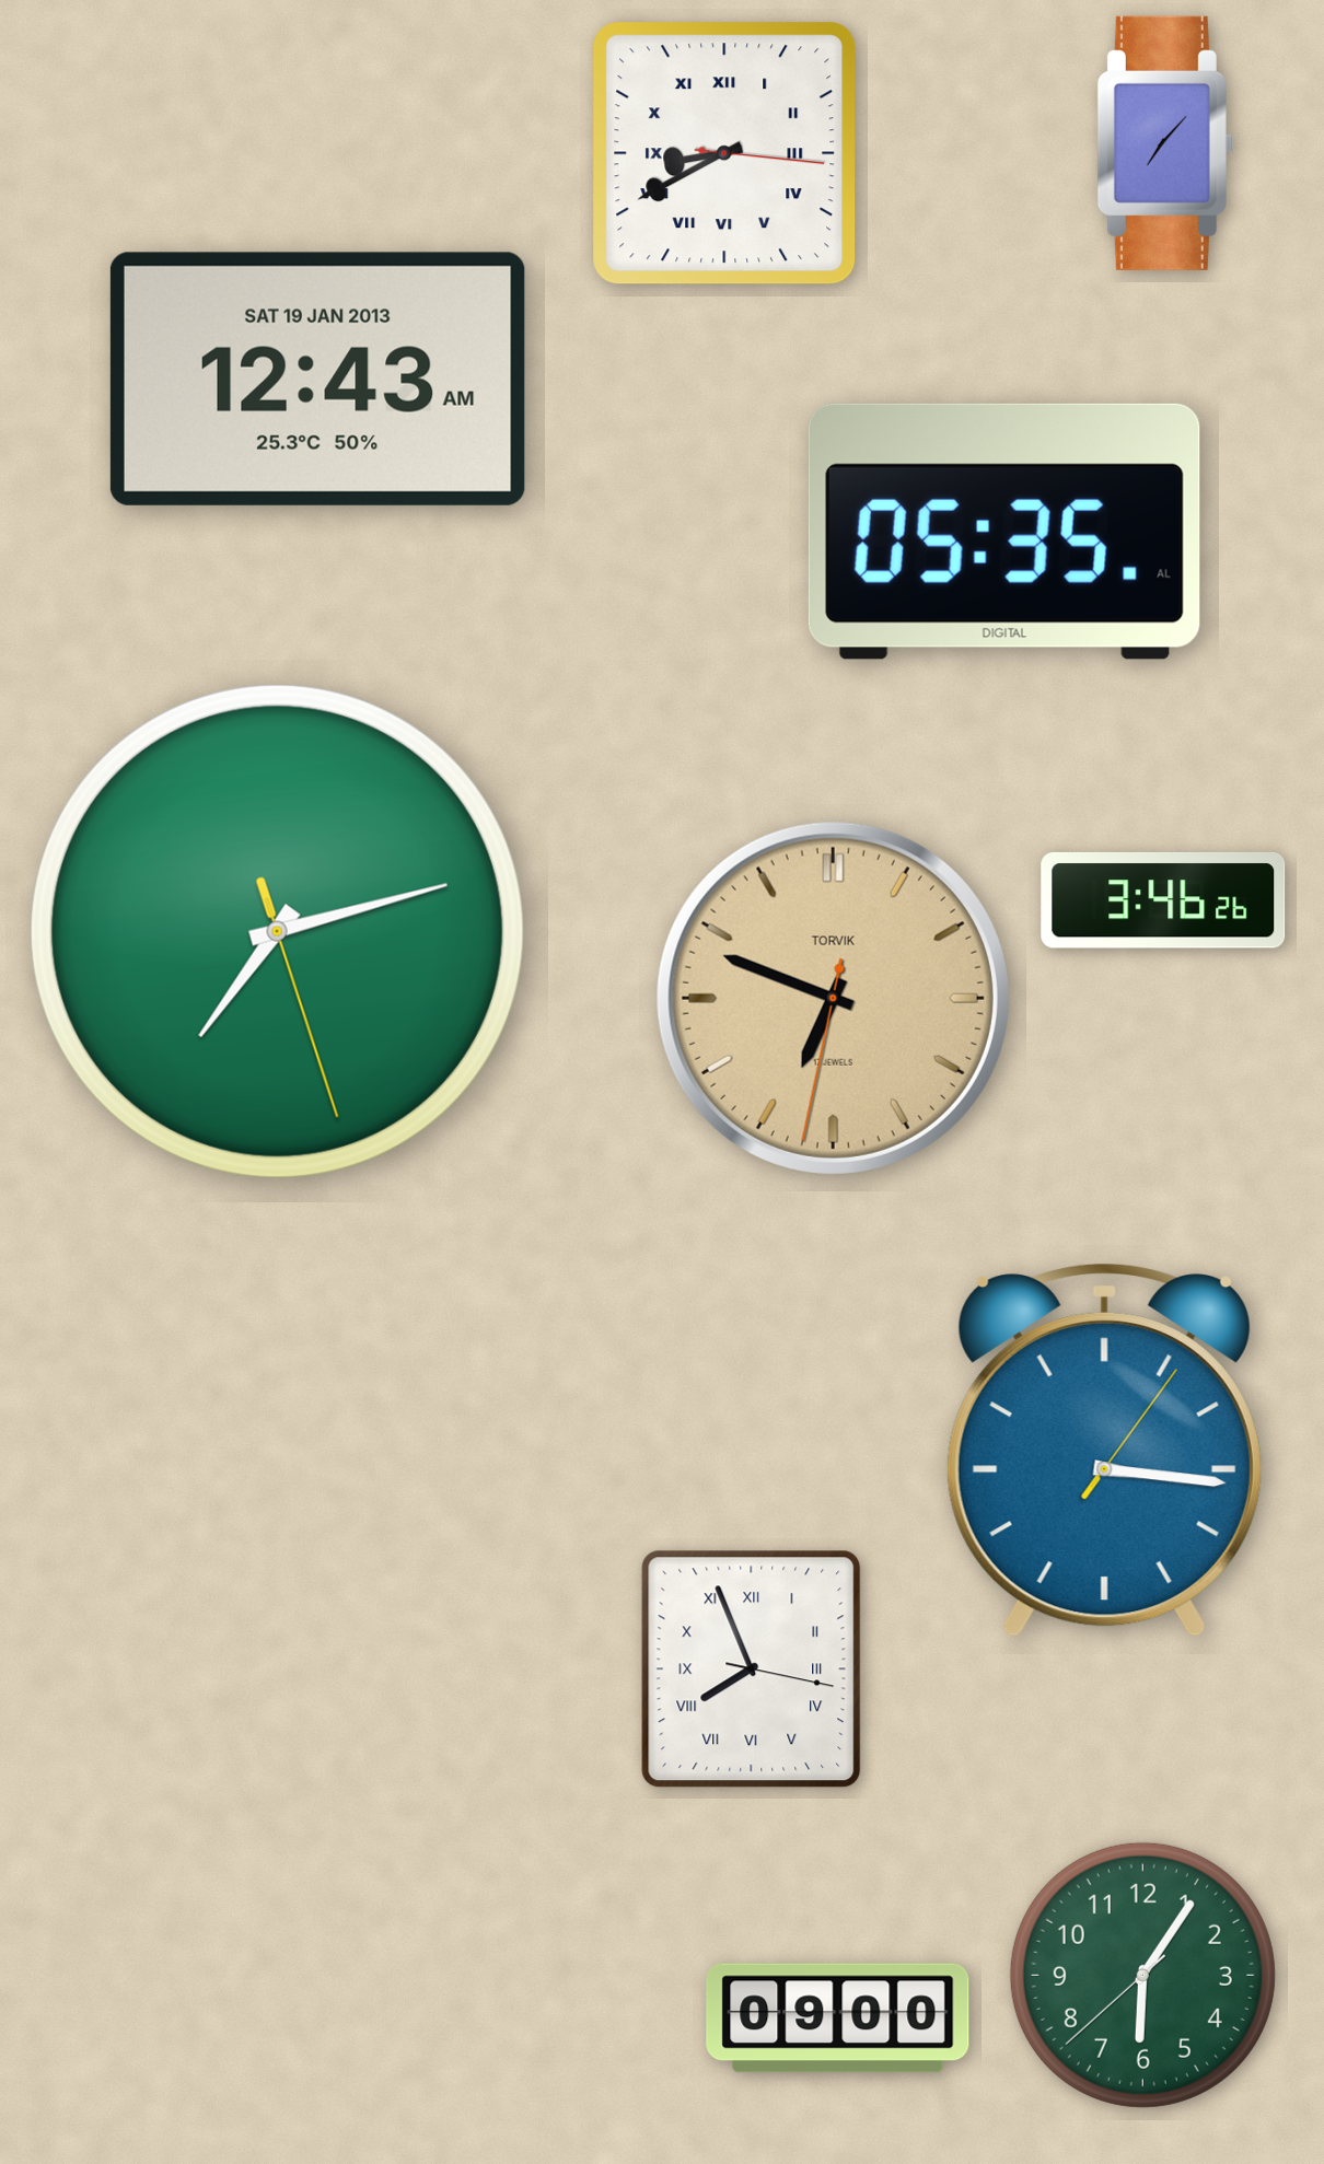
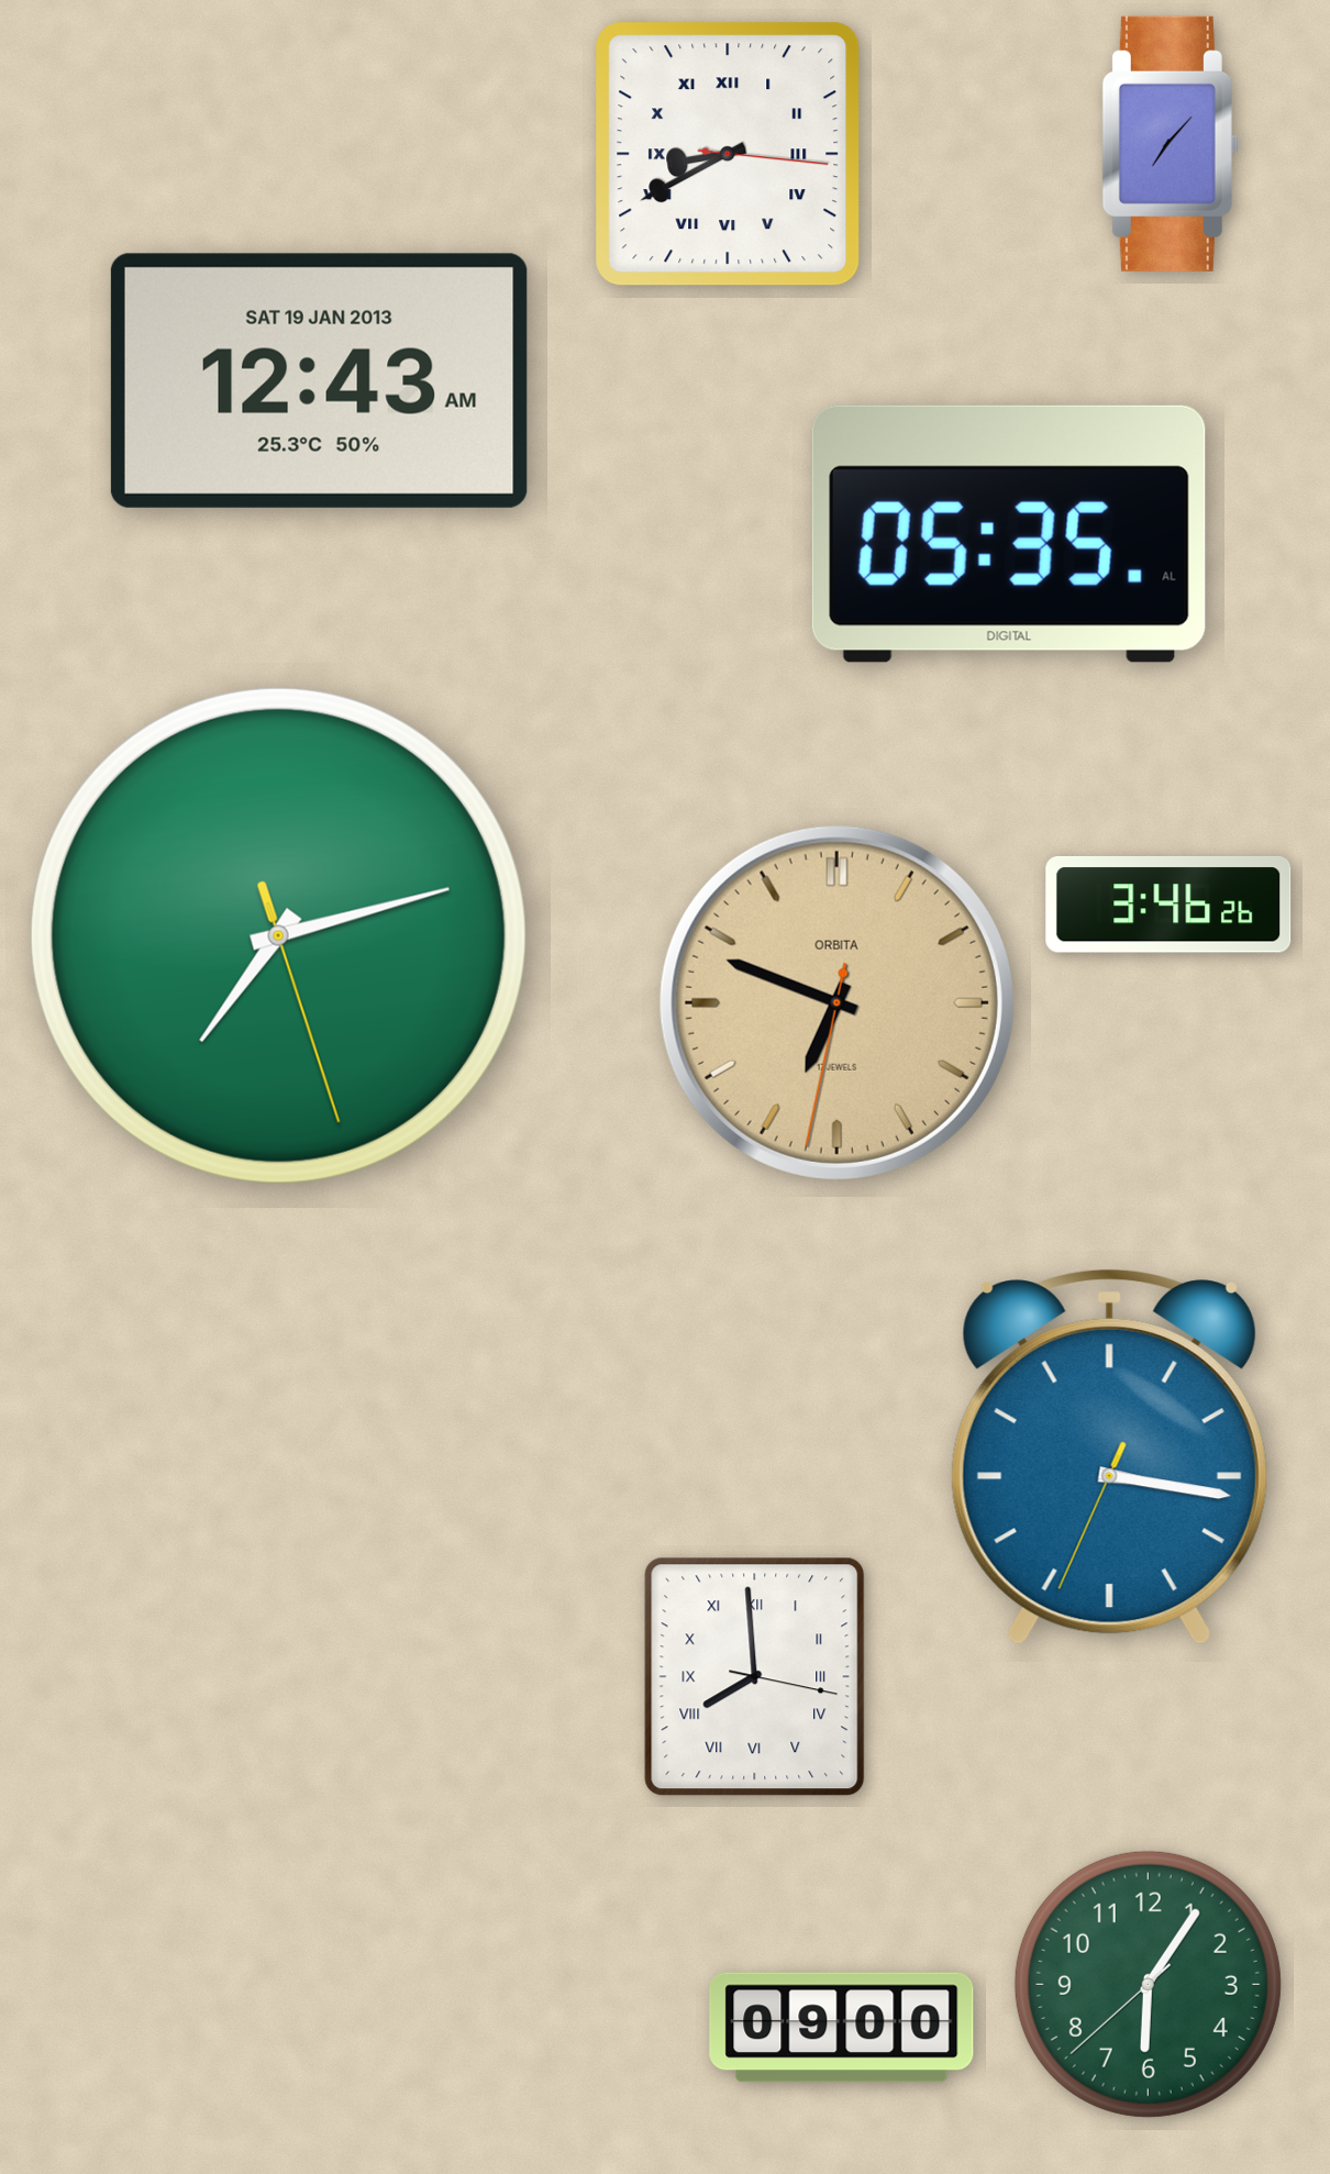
clock at (833, 998) brand: TORVIK -> ORBITA
clock at (1104, 1450): 3:16:06 -> 3:16:34
clock at (752, 1669): 7:56 -> 7:59
